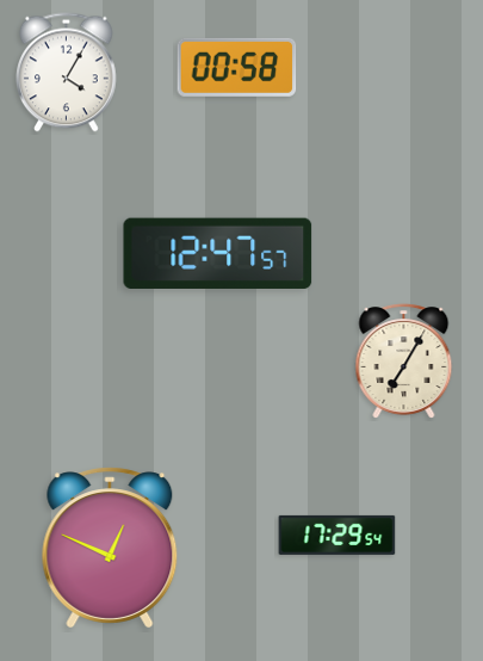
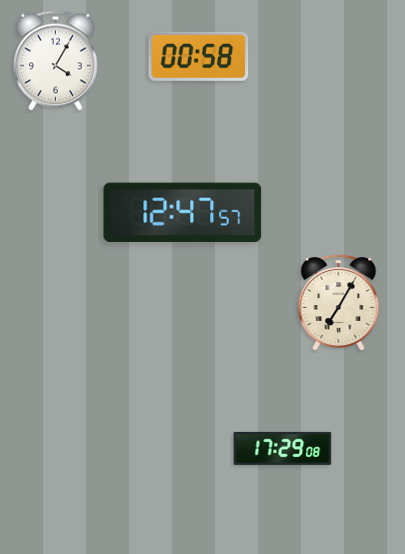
clock at (338, 535): 17:29:54 -> 17:29:08
clock at (110, 548): 12:49 -> none
